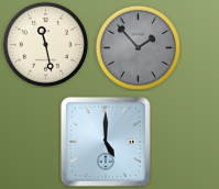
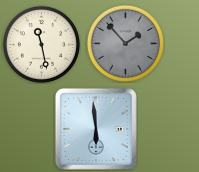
clock at (45, 44) position: (45, 44) -> (41, 44)
clock at (106, 142): 5:00 -> 5:59
